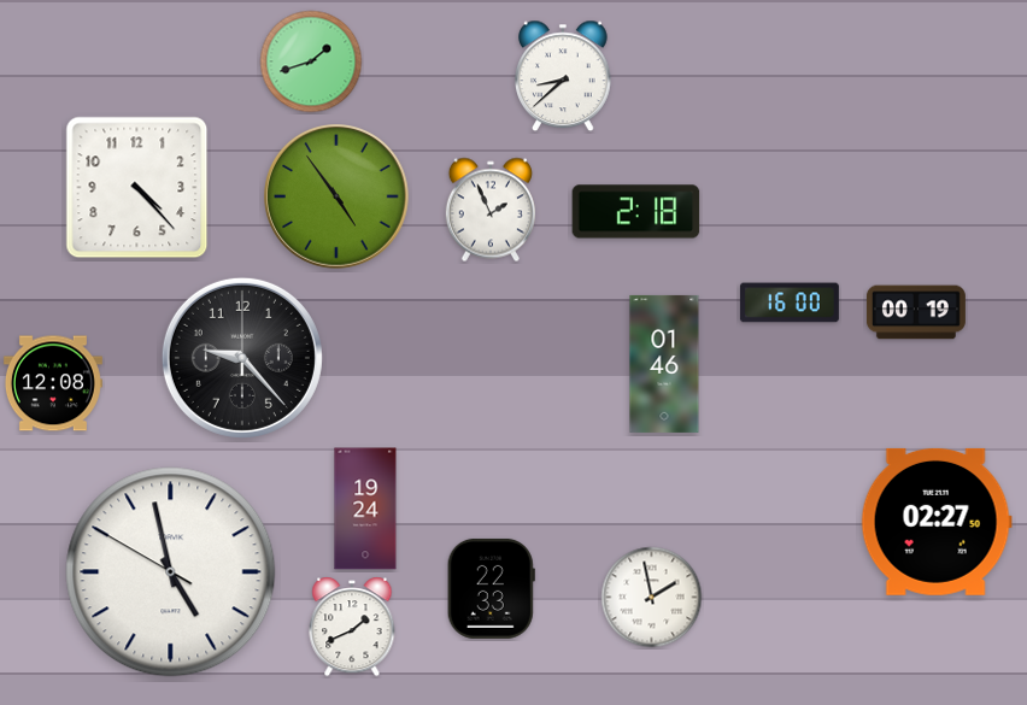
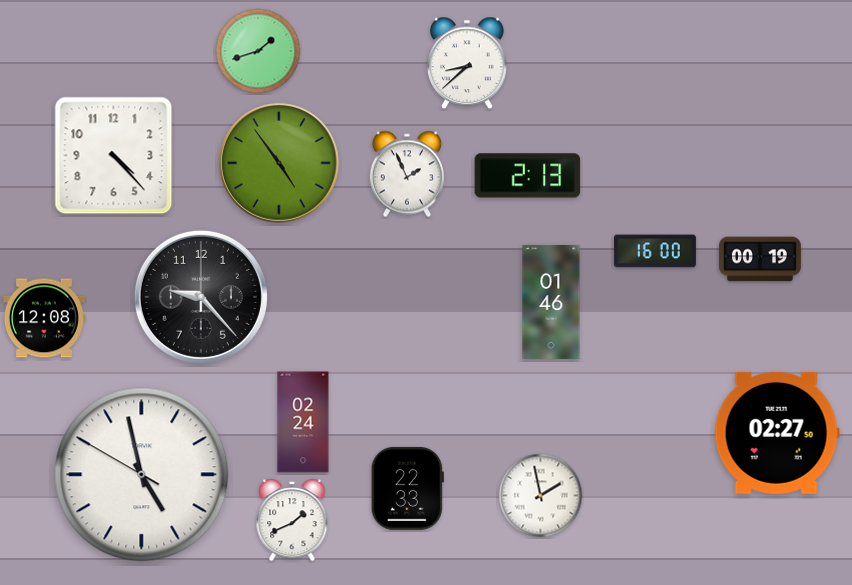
clock at (636, 212): 2:18 -> 2:13
clock at (365, 509): 19:24 -> 02:24
